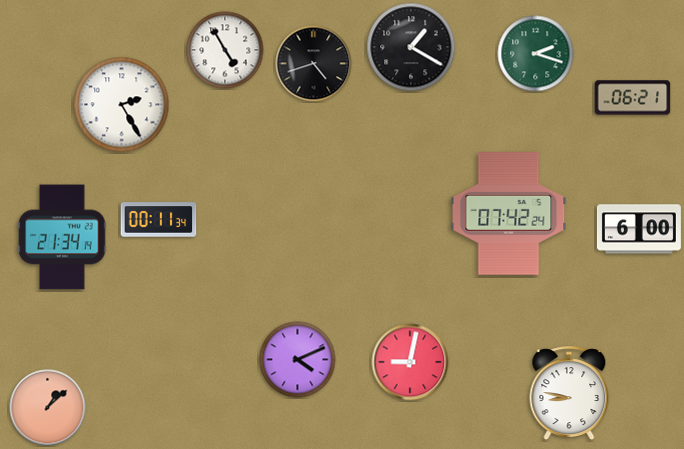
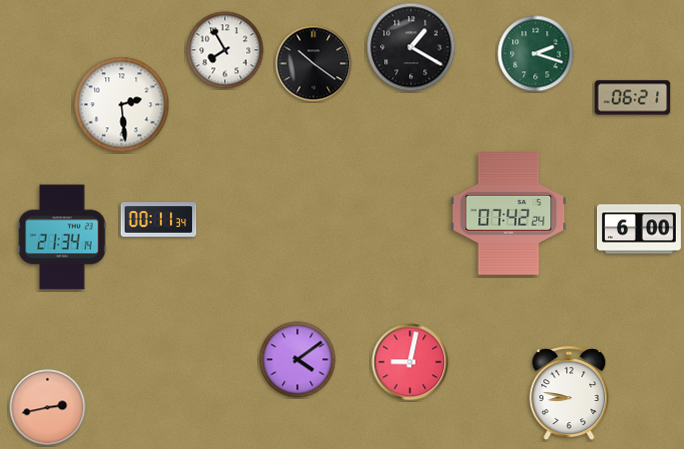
clock at (225, 50): 4:55 -> 7:55
clock at (314, 64): 4:42 -> 10:21
clock at (122, 105): 2:25 -> 2:29
clock at (298, 360): 4:11 -> 4:09
clock at (48, 408): 1:08 -> 2:43
